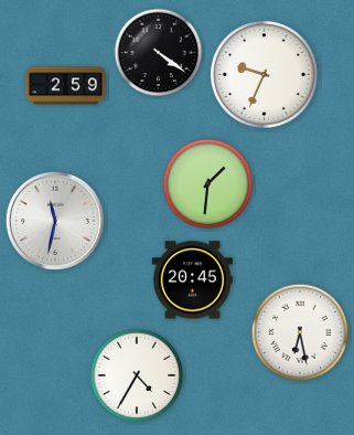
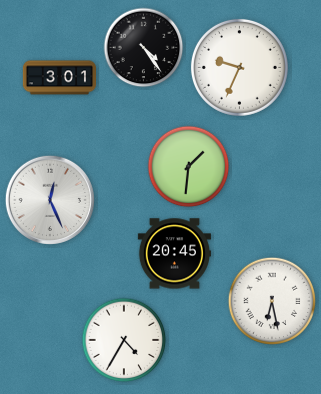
clock at (159, 53): 4:21 -> 4:24
clock at (65, 86): 2:59 -> 3:01
clock at (55, 220): 11:32 -> 12:26
